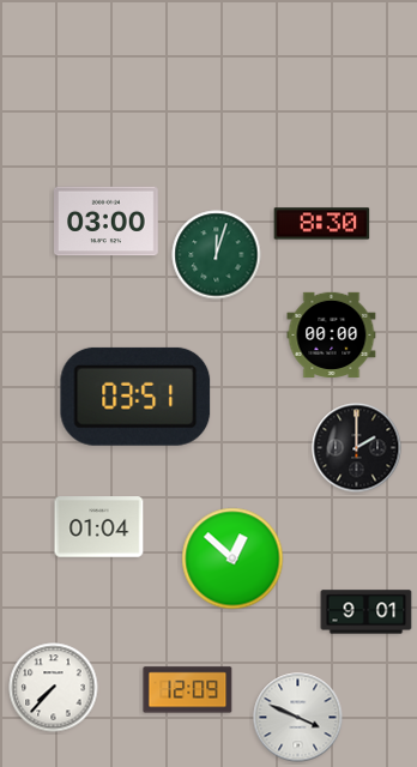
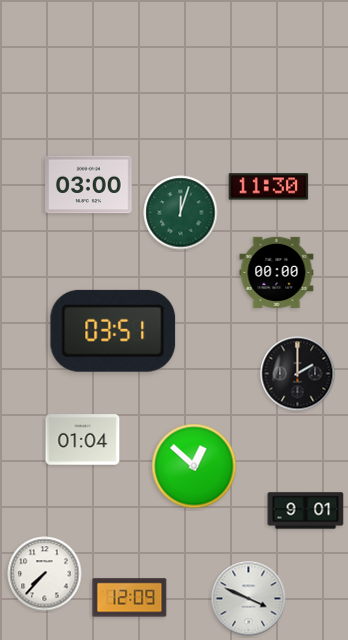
clock at (322, 224): 8:30 -> 11:30
clock at (332, 334) position: (332, 334) -> (277, 272)
clock at (188, 690) position: (188, 690) -> (130, 598)
